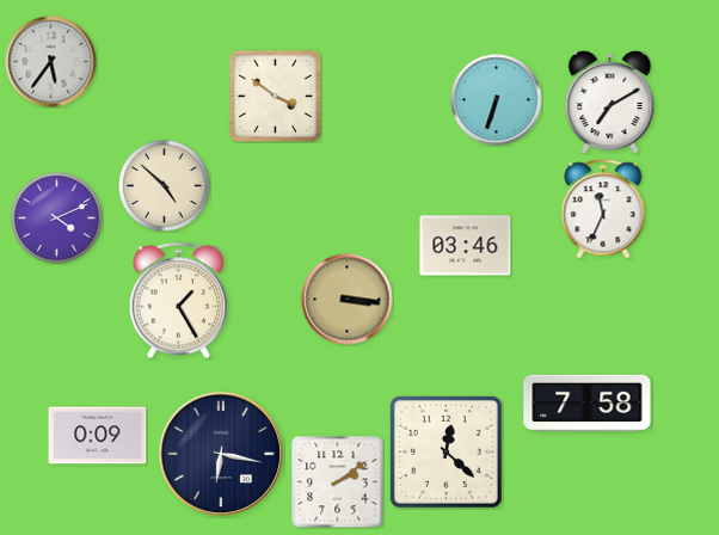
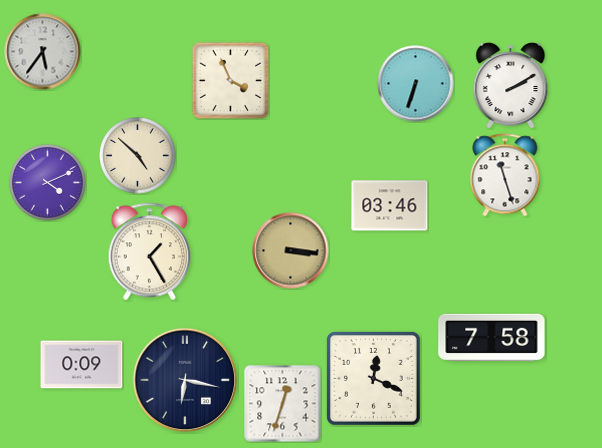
clock at (275, 96): 3:51 -> 3:56
clock at (610, 103): 7:10 -> 2:10
clock at (603, 209): 11:34 -> 11:27
clock at (445, 451): 12:22 -> 12:19
clock at (338, 482): 2:09 -> 12:33
